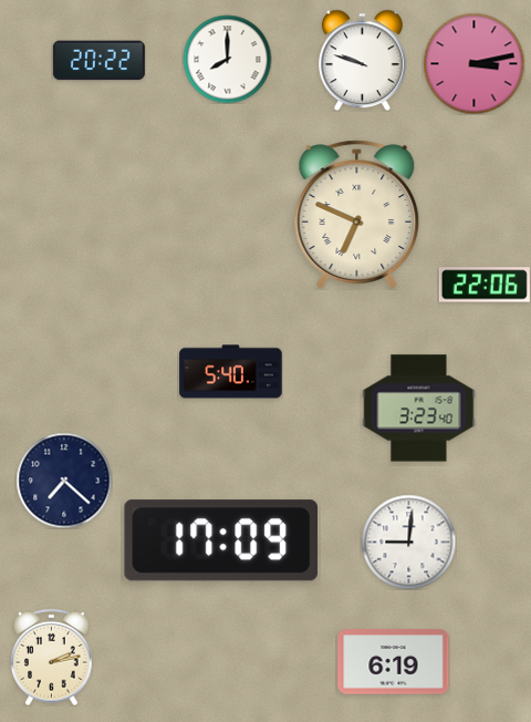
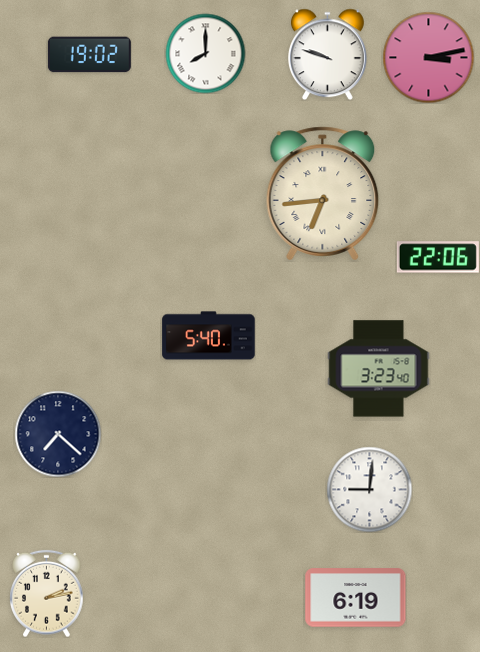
clock at (98, 61): 20:22 -> 19:02
clock at (357, 215): 6:49 -> 6:44
clock at (220, 540): 17:09 -> none
